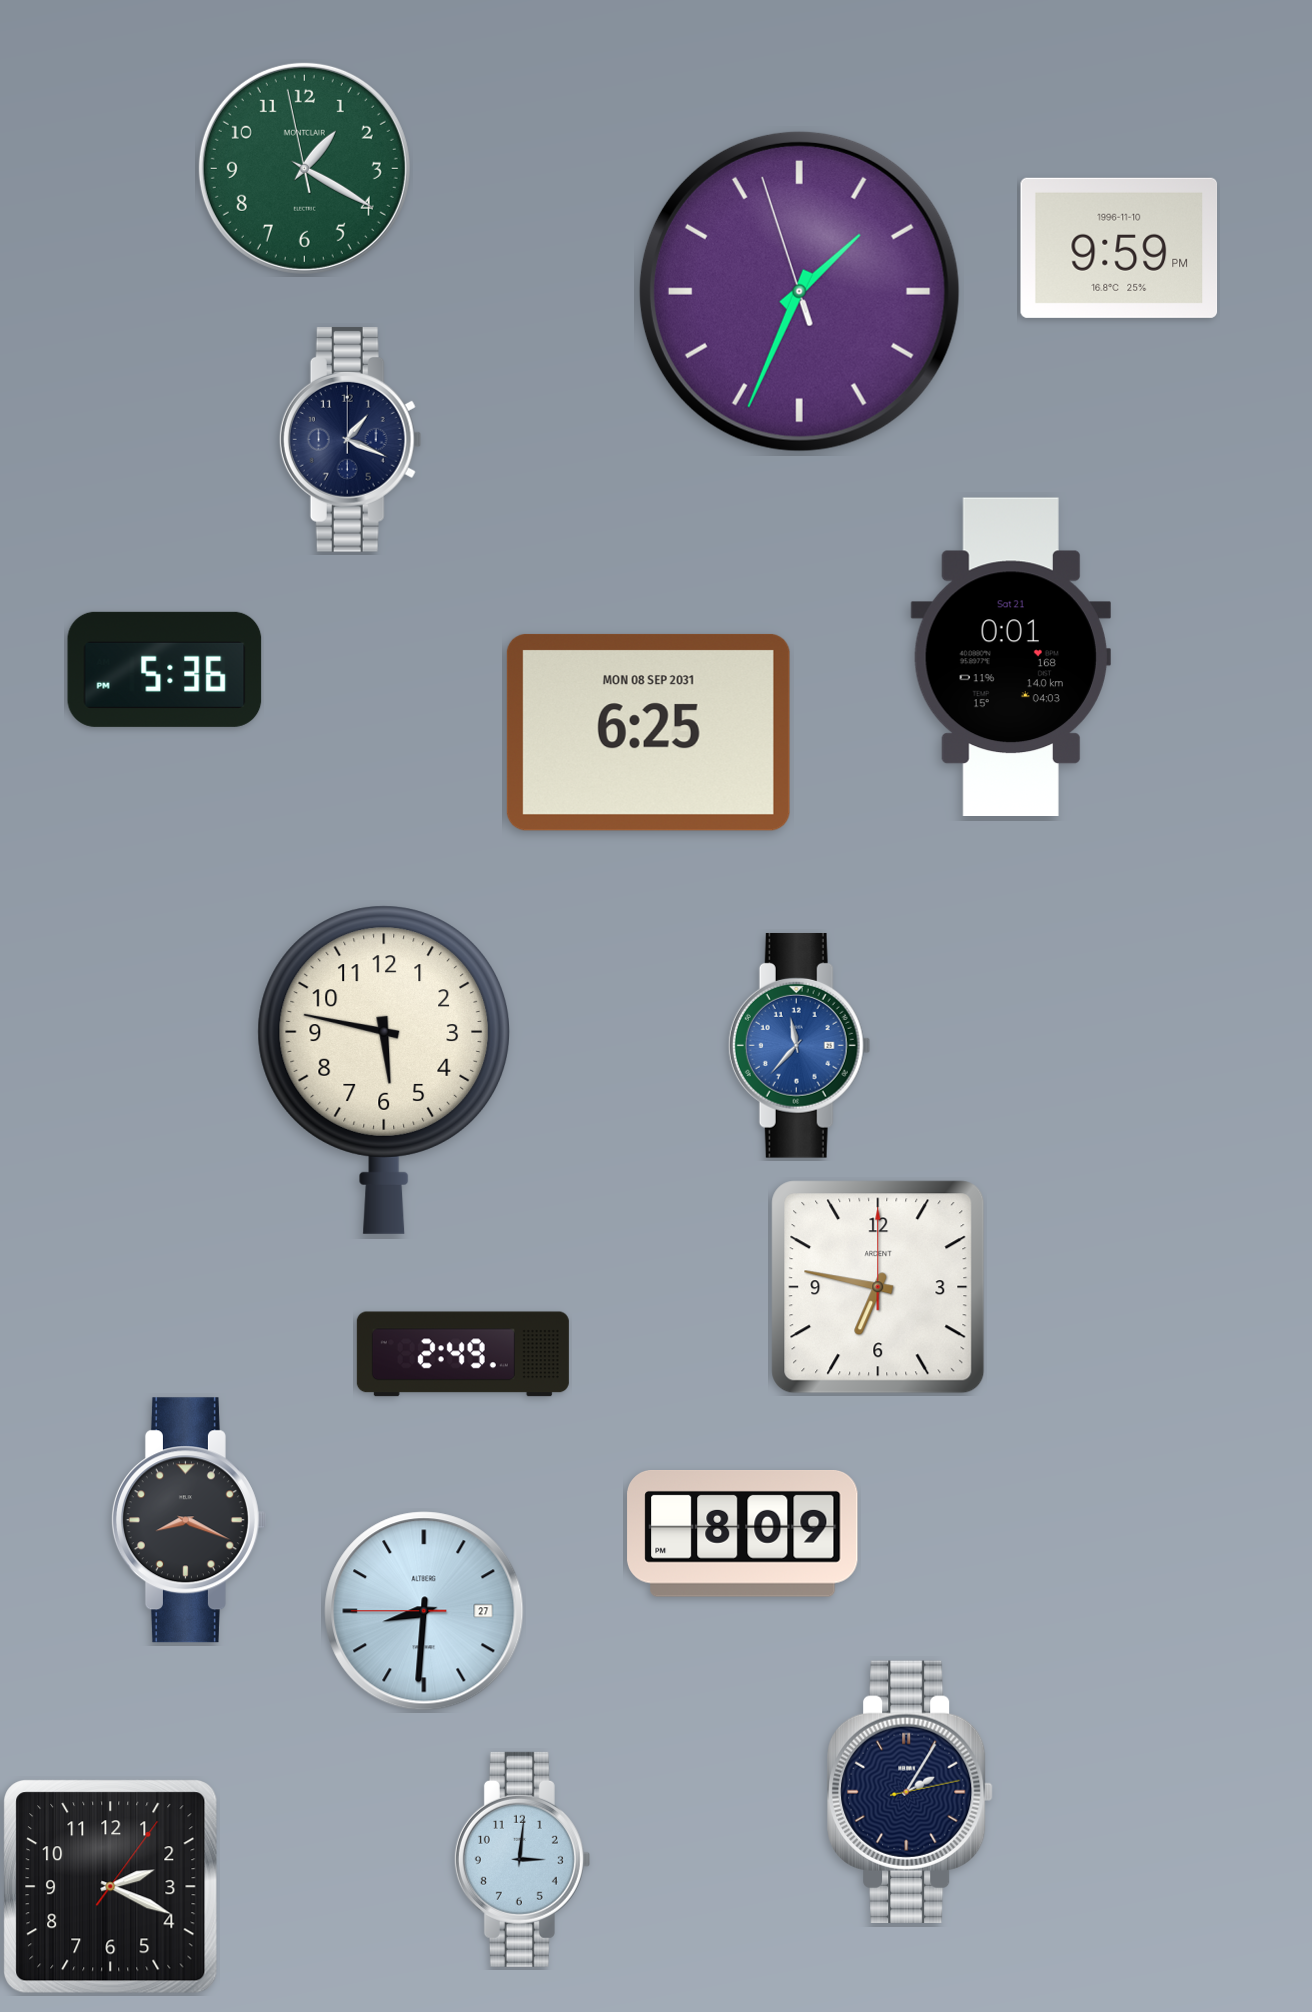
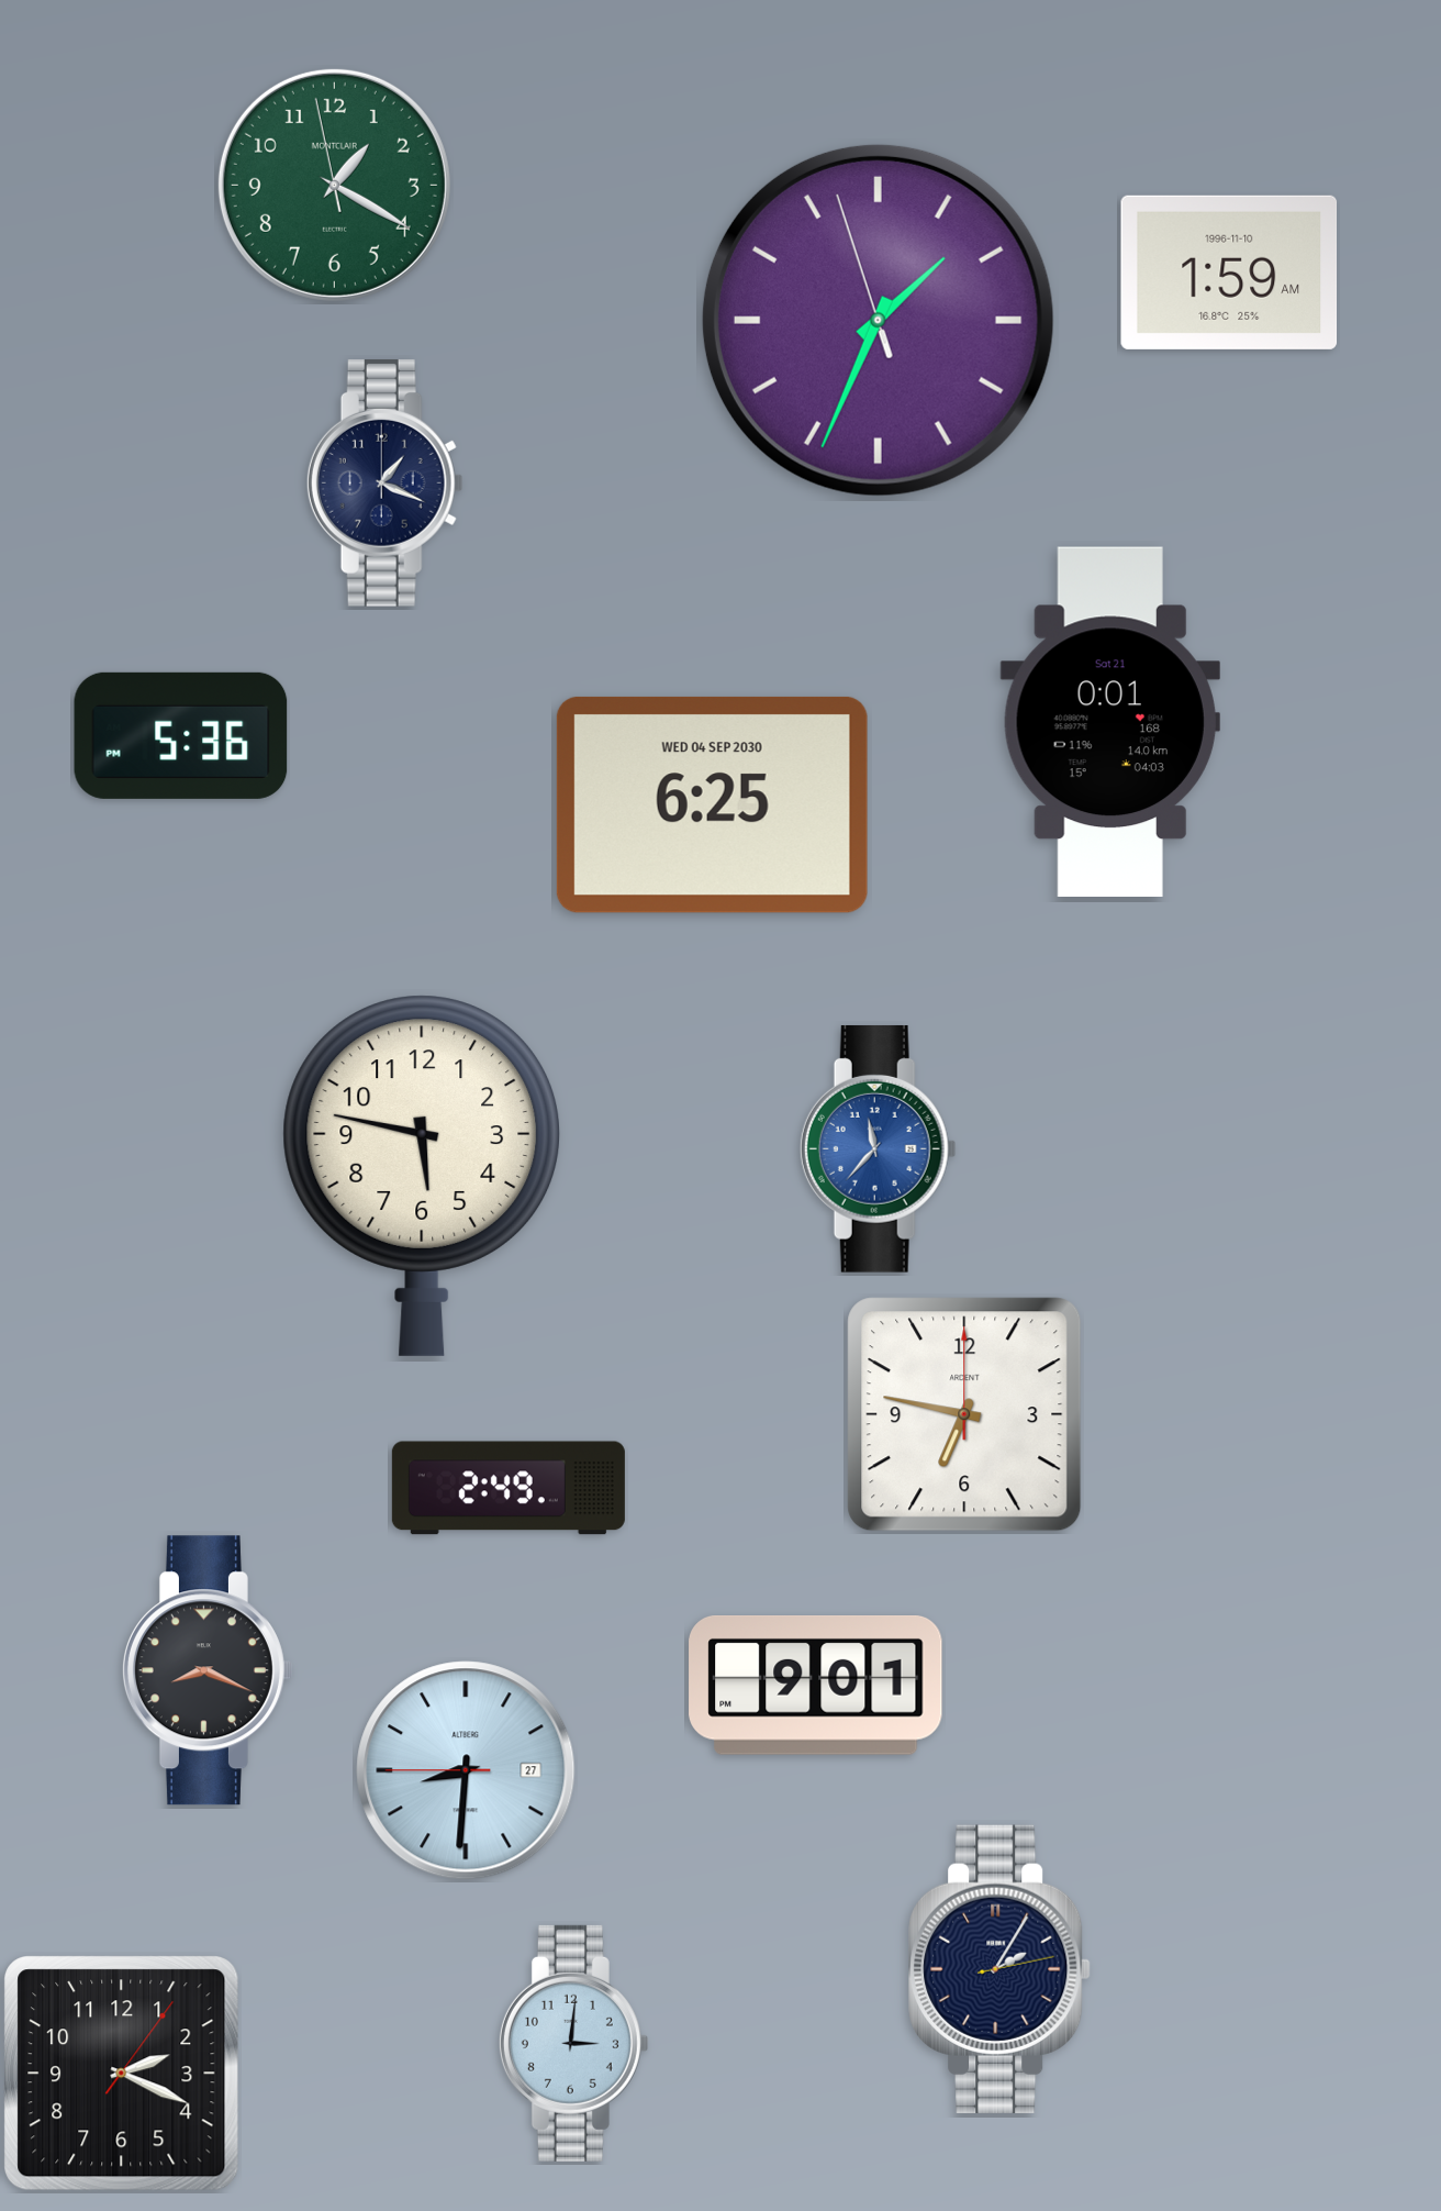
clock at (1119, 248): 9:59 -> 1:59
clock at (648, 732) date: MON 08 SEP 2031 -> WED 04 SEP 2030
clock at (743, 1534): 8:09 -> 9:01
